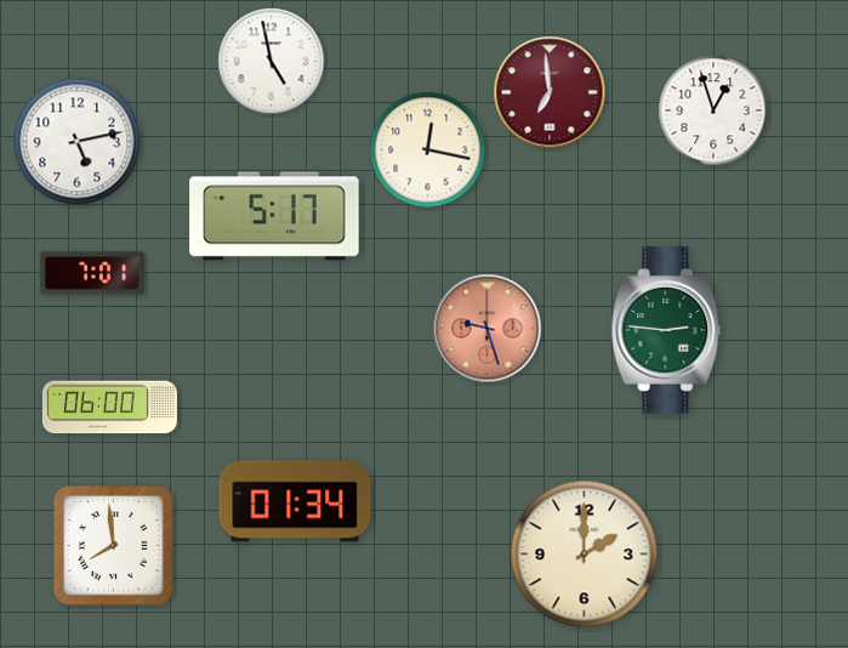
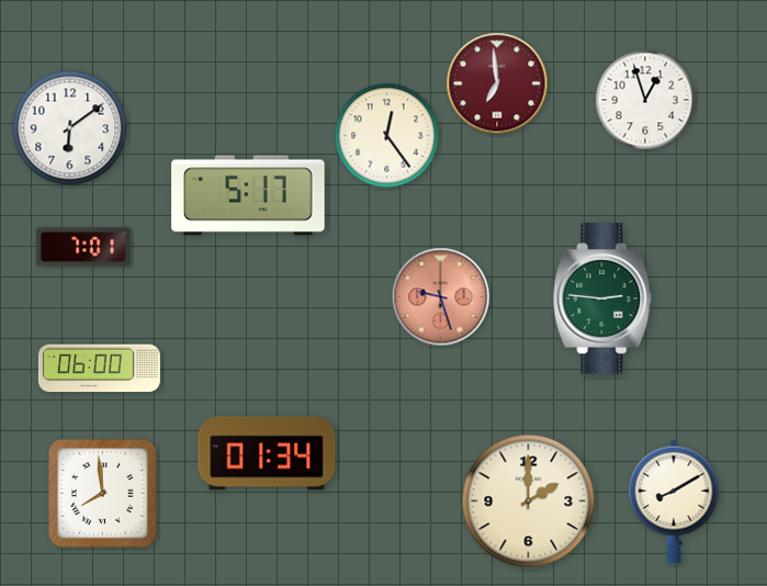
clock at (272, 62): 4:58 -> none
clock at (78, 142): 5:13 -> 6:09
clock at (428, 150): 12:17 -> 12:24
clock at (674, 502): none -> 8:10
